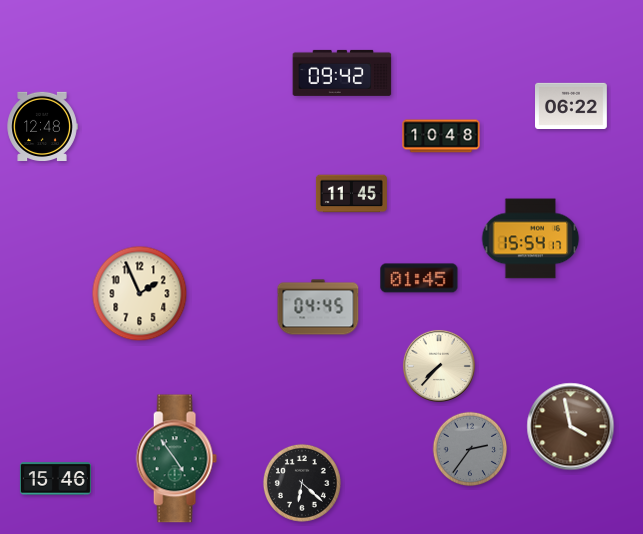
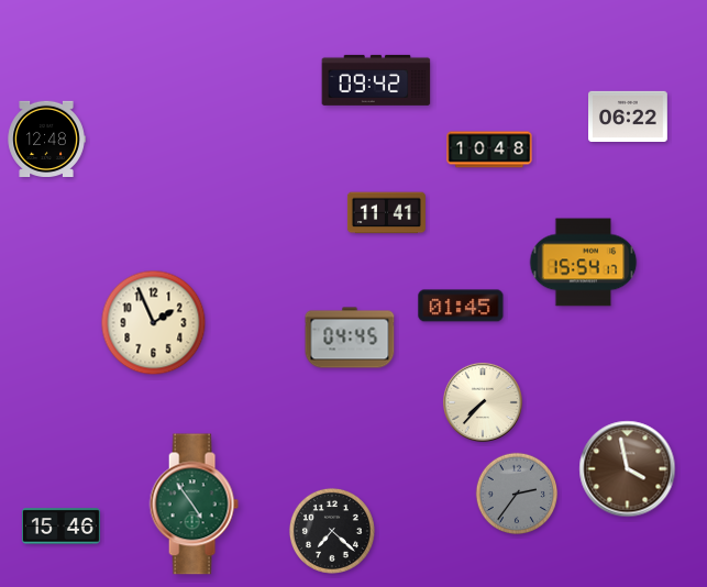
clock at (441, 136) position: (441, 136) -> (489, 149)
clock at (351, 194): 11:45 -> 11:41
clock at (302, 483): 6:22 -> 7:22
